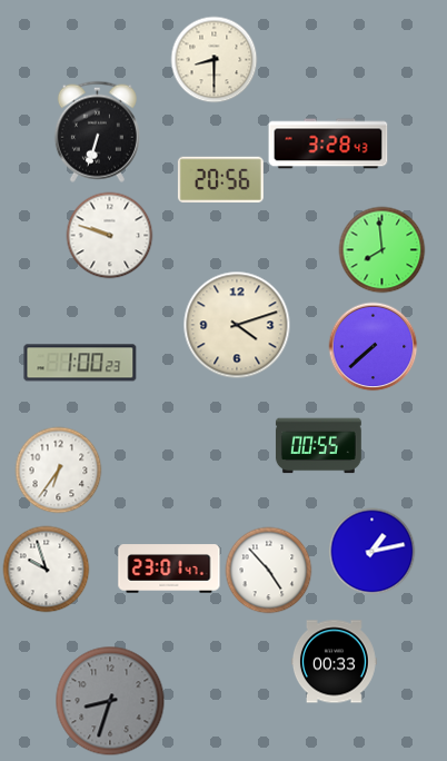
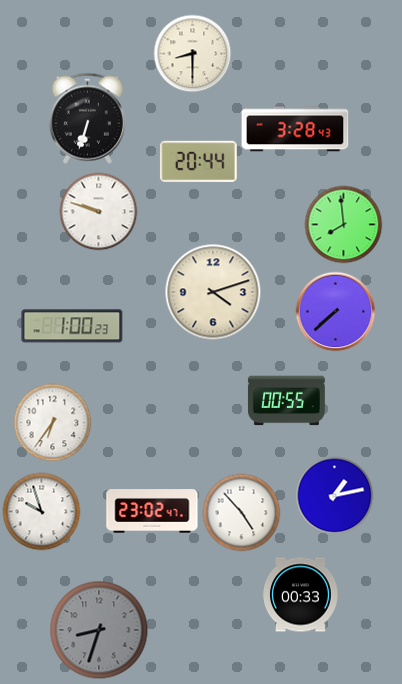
clock at (220, 179): 20:56 -> 20:44
clock at (169, 569): 23:01 -> 23:02
